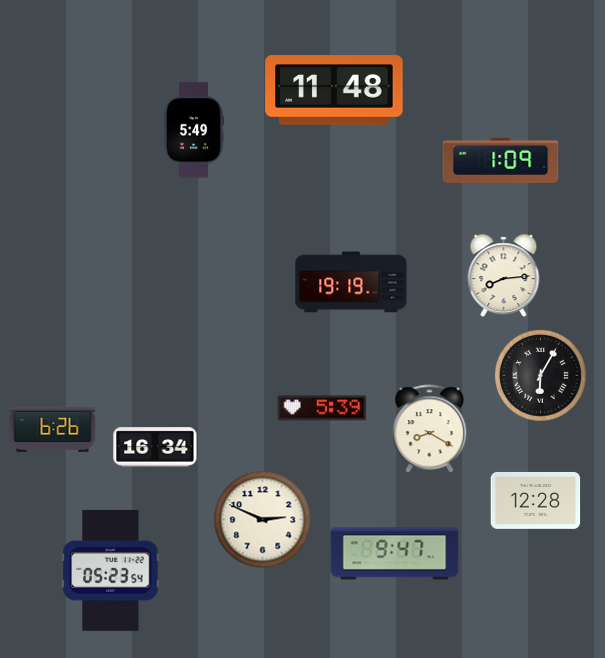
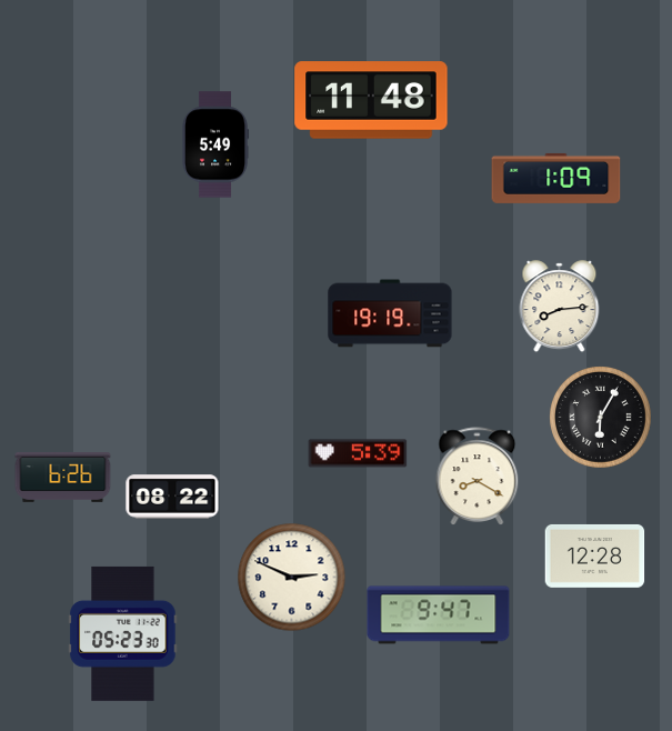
clock at (53, 429) position: (53, 429) -> (63, 477)
clock at (155, 447): 16:34 -> 08:22
clock at (111, 570): 05:23:54 -> 05:23:30
